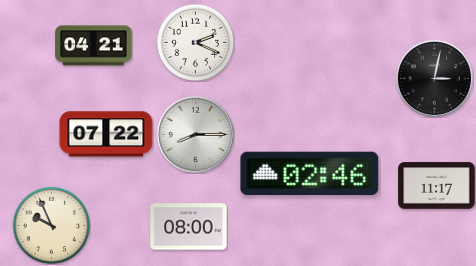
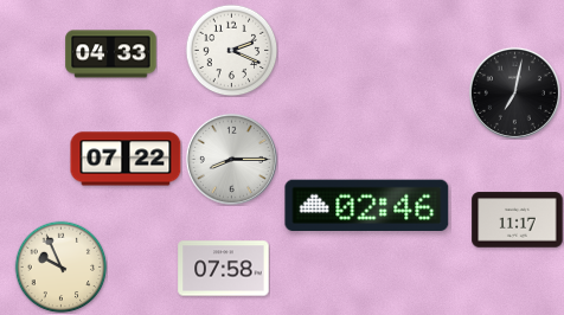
clock at (94, 46): 04:21 -> 04:33
clock at (434, 78): 3:02 -> 7:02
clock at (189, 227): 08:00 -> 07:58
